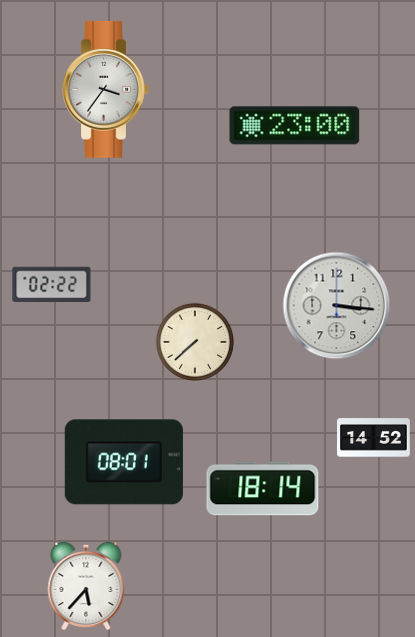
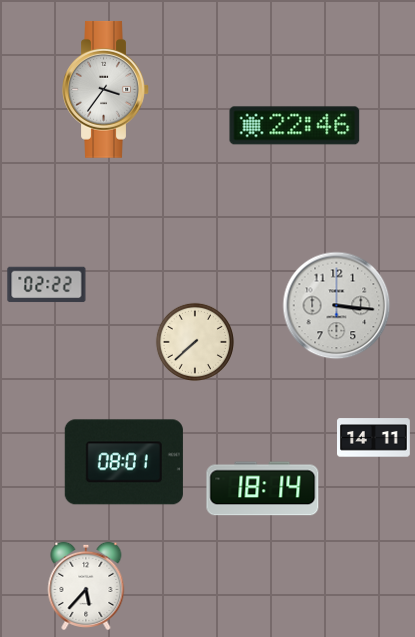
clock at (295, 126): 23:00 -> 22:46
clock at (52, 285) position: (52, 285) -> (47, 285)
clock at (374, 438): 14:52 -> 14:11
